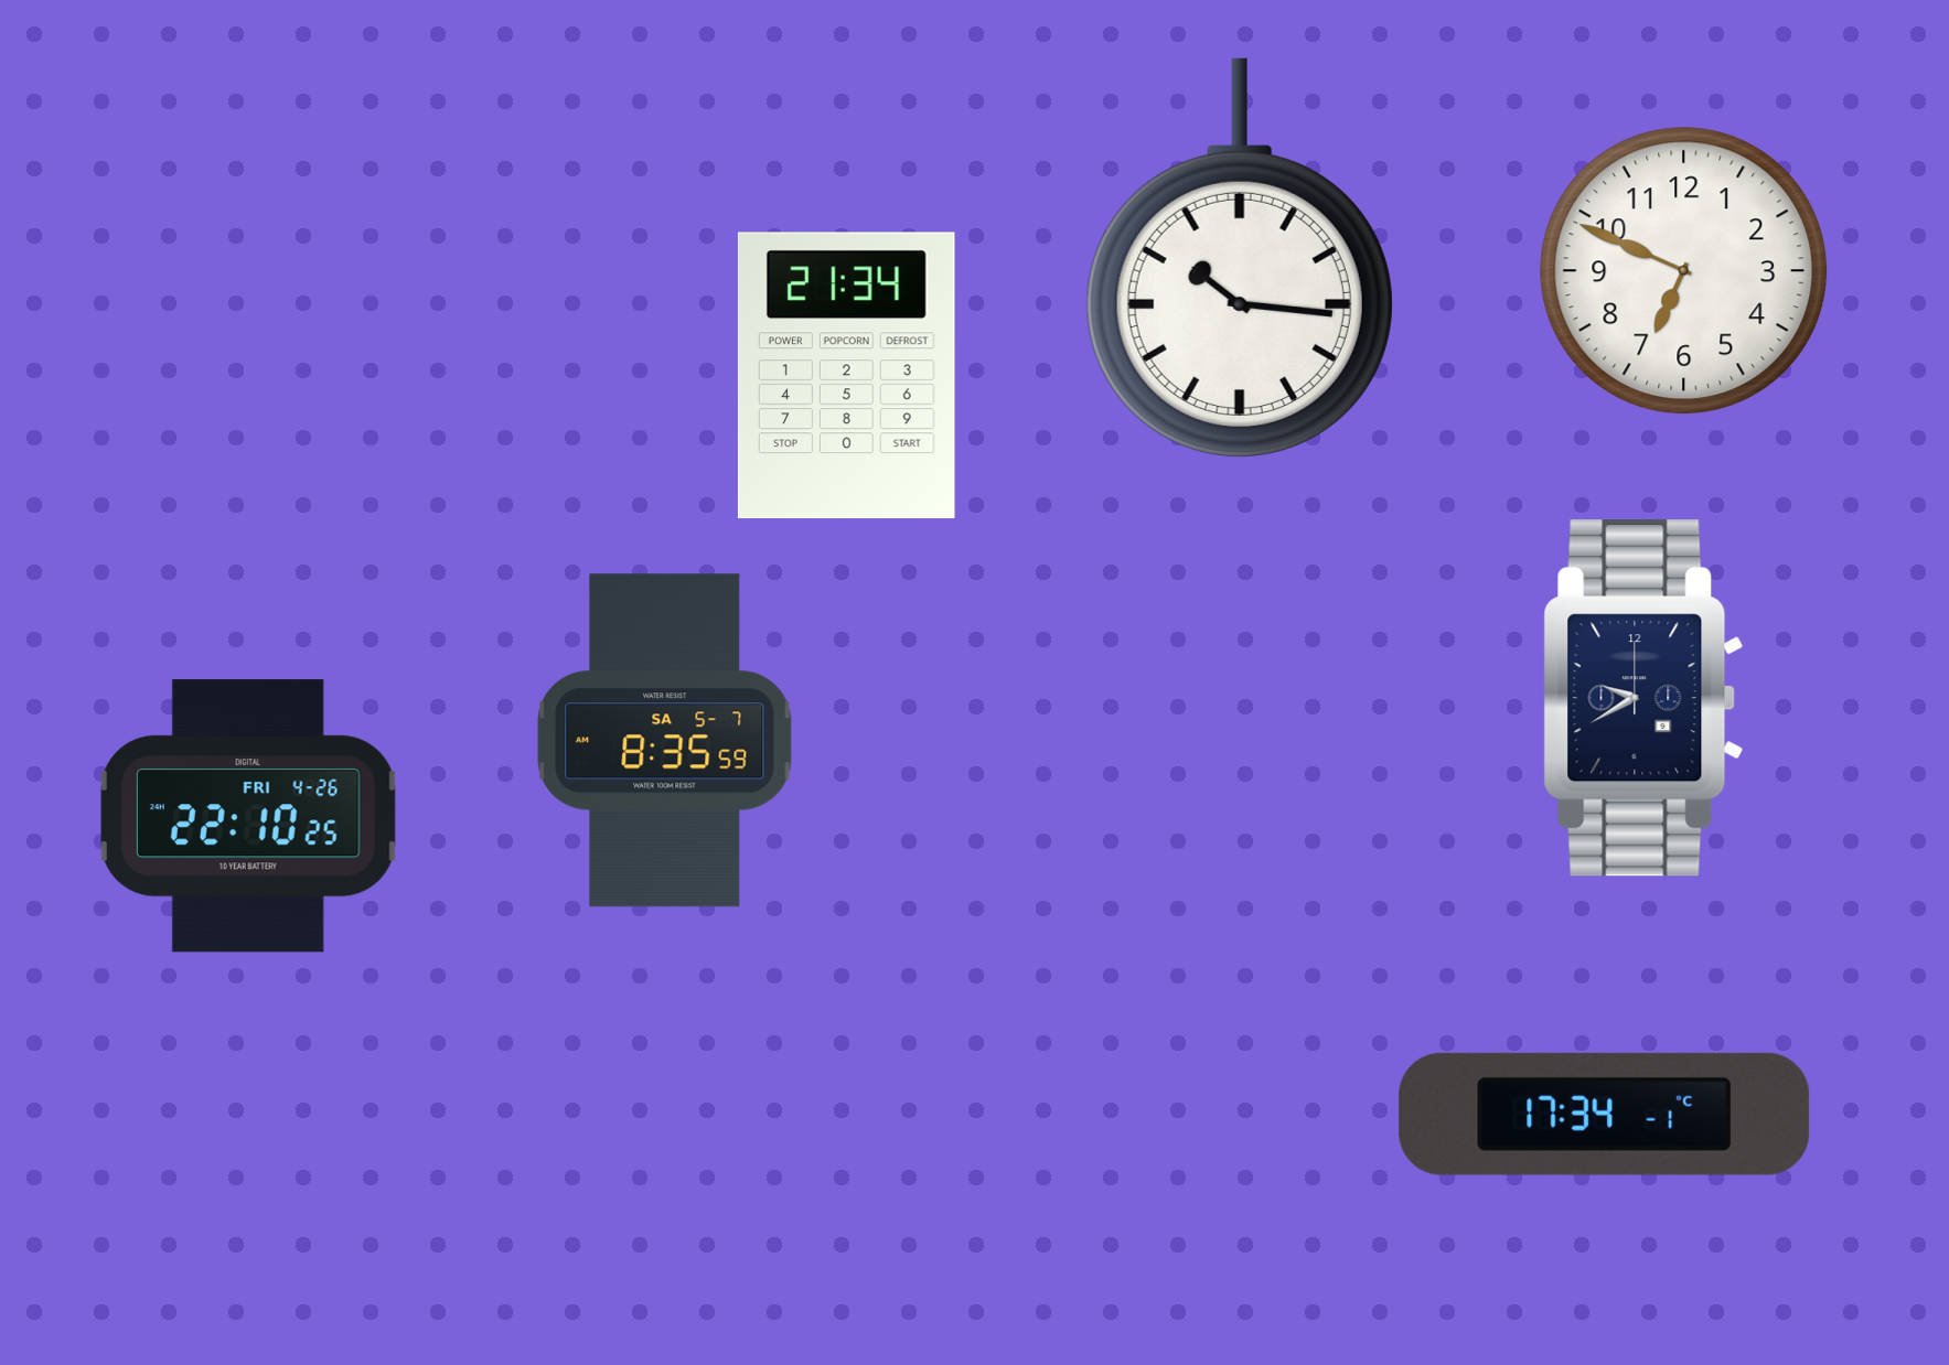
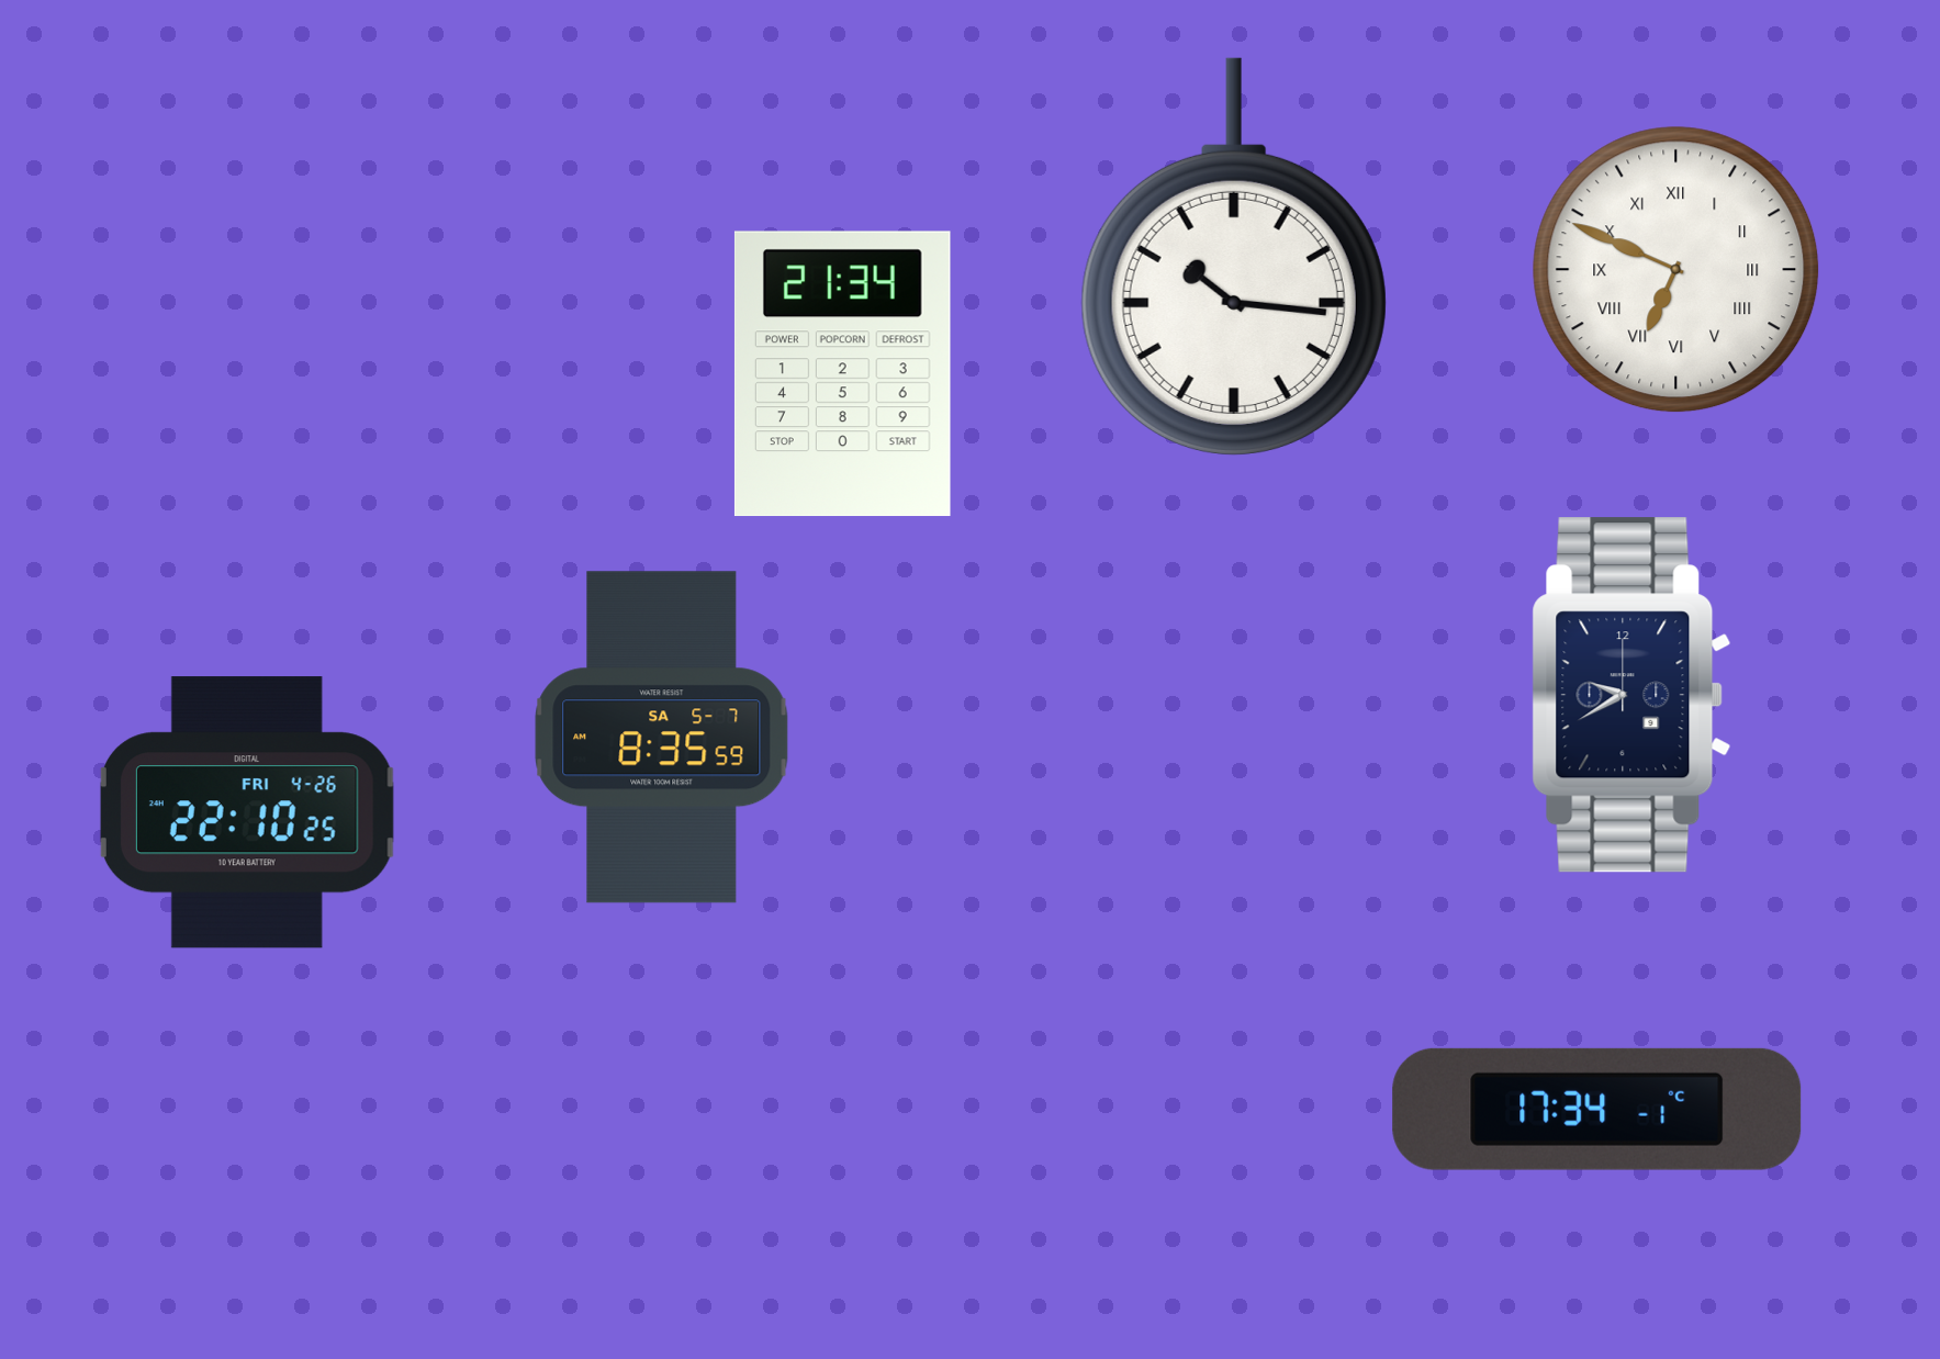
clock at (1684, 271) numerals: Arabic -> Roman
clock at (1643, 698) position: (1643, 698) -> (1631, 695)
